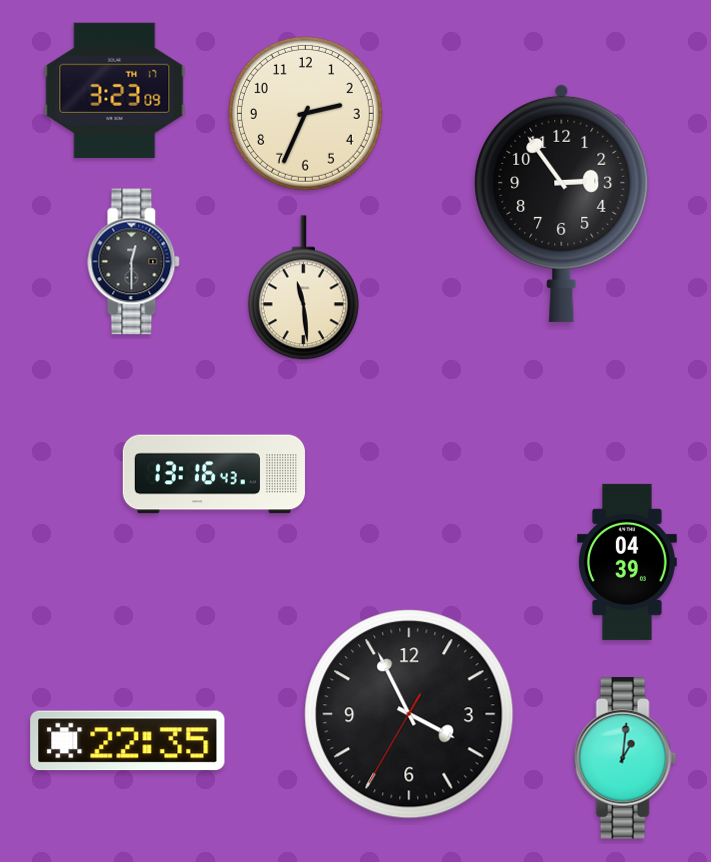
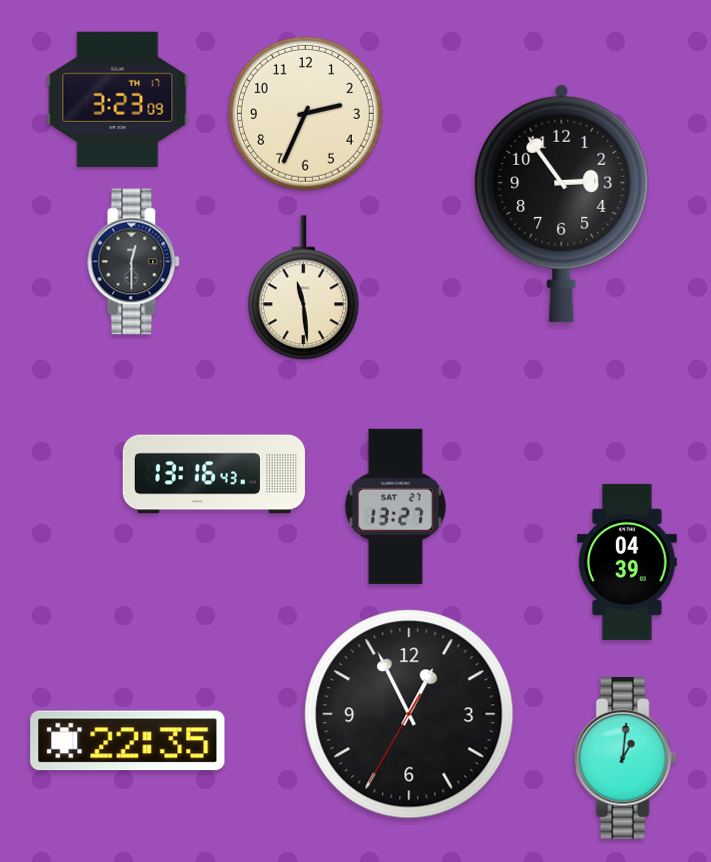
clock at (115, 90) position: (115, 90) -> (118, 99)
clock at (395, 506): none -> 13:27
clock at (409, 714): 3:55 -> 12:55
